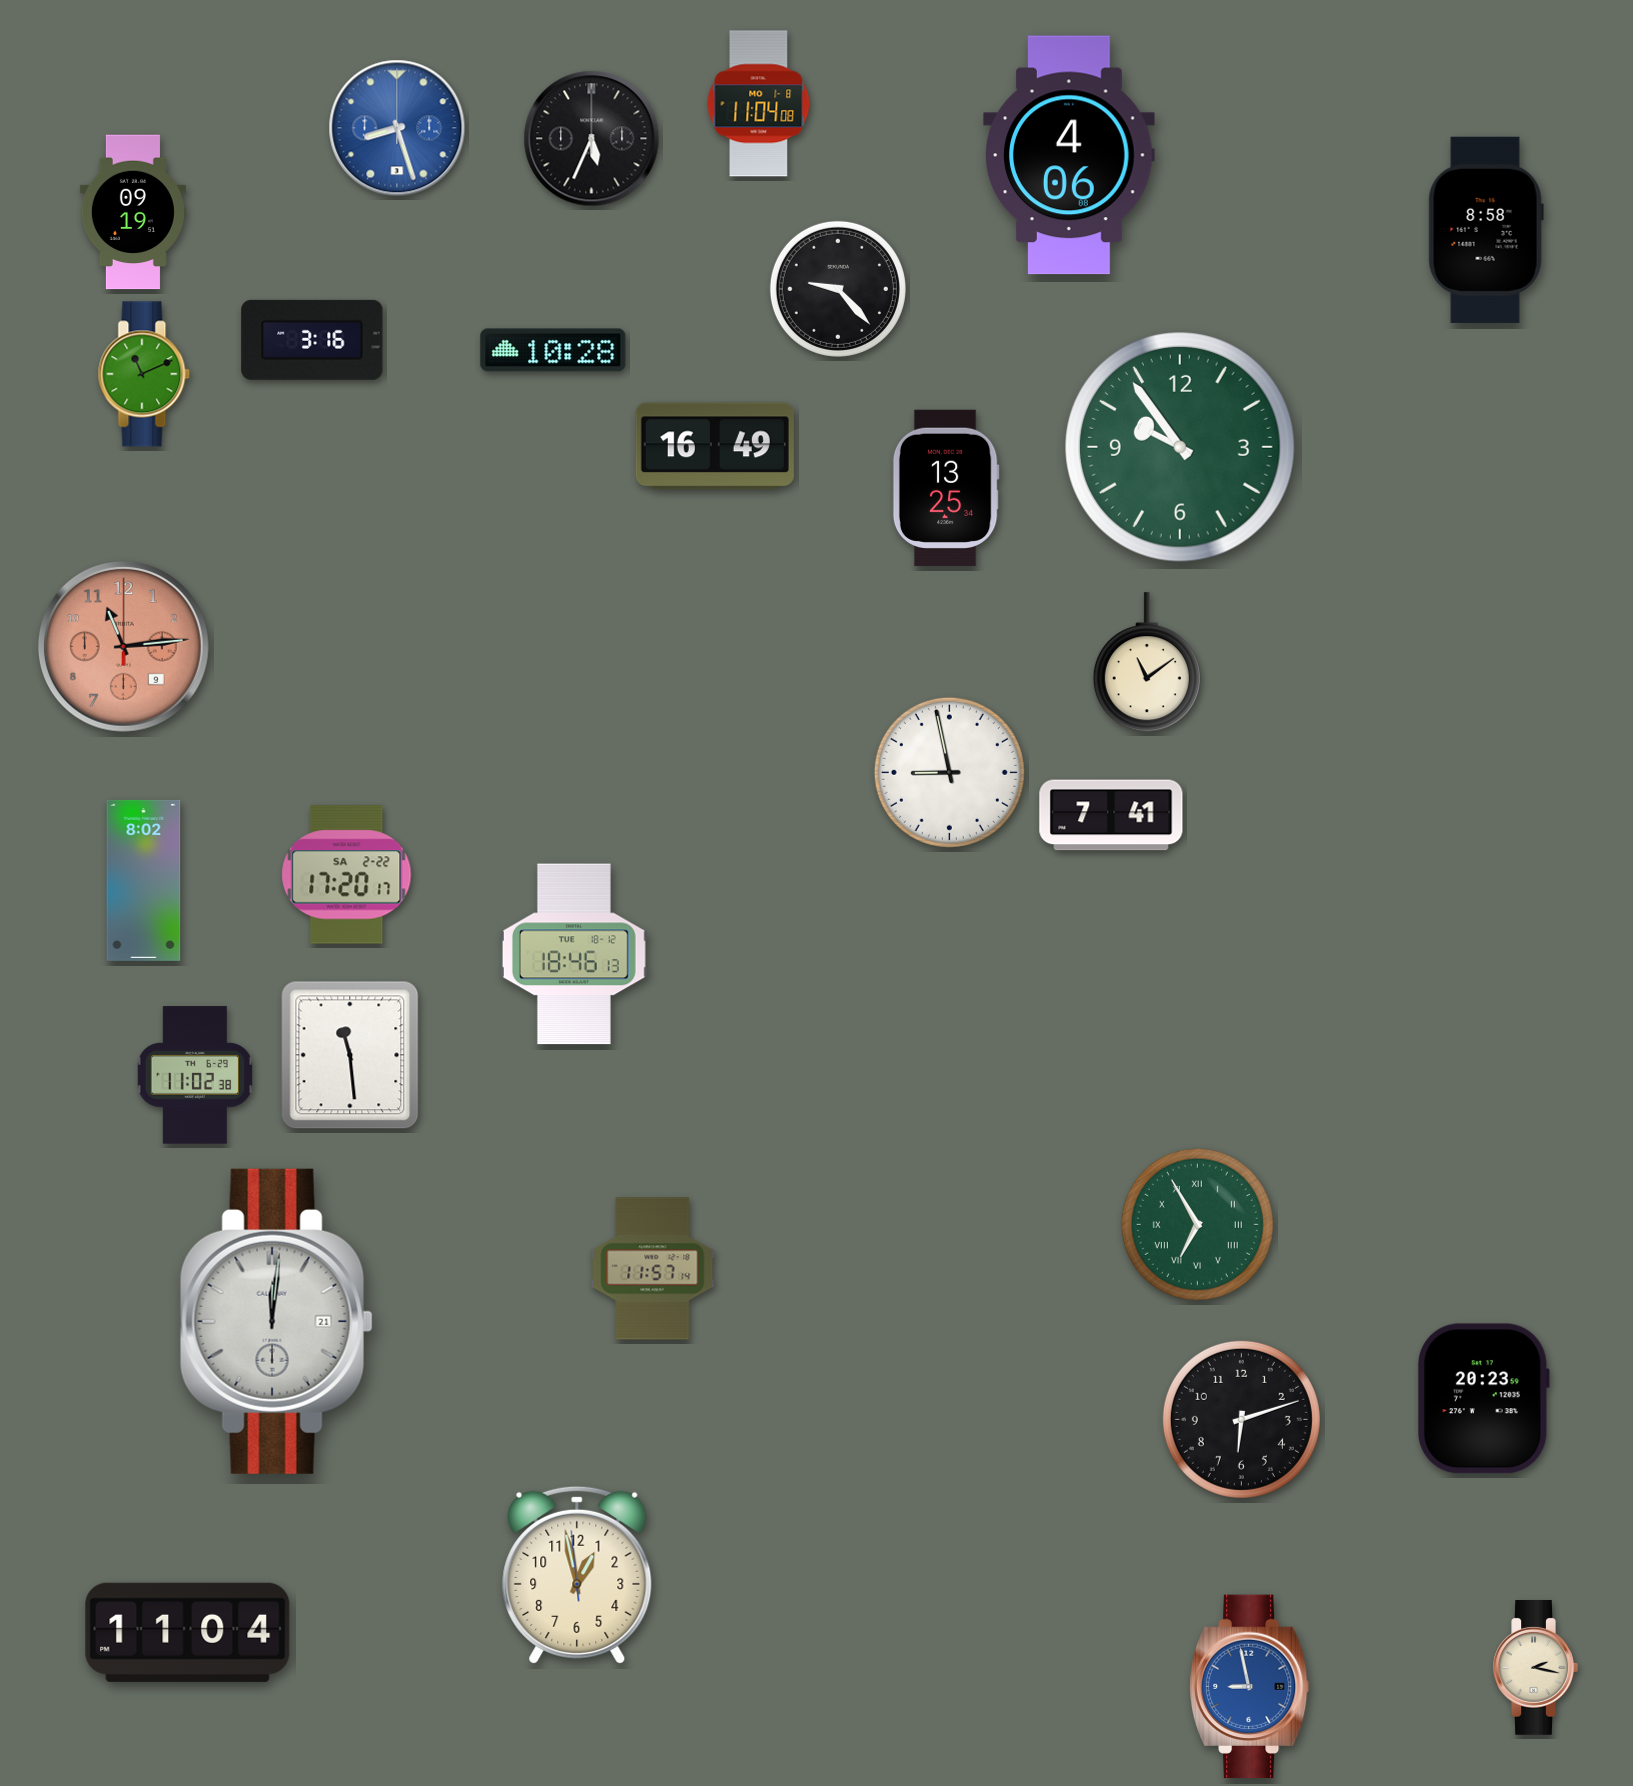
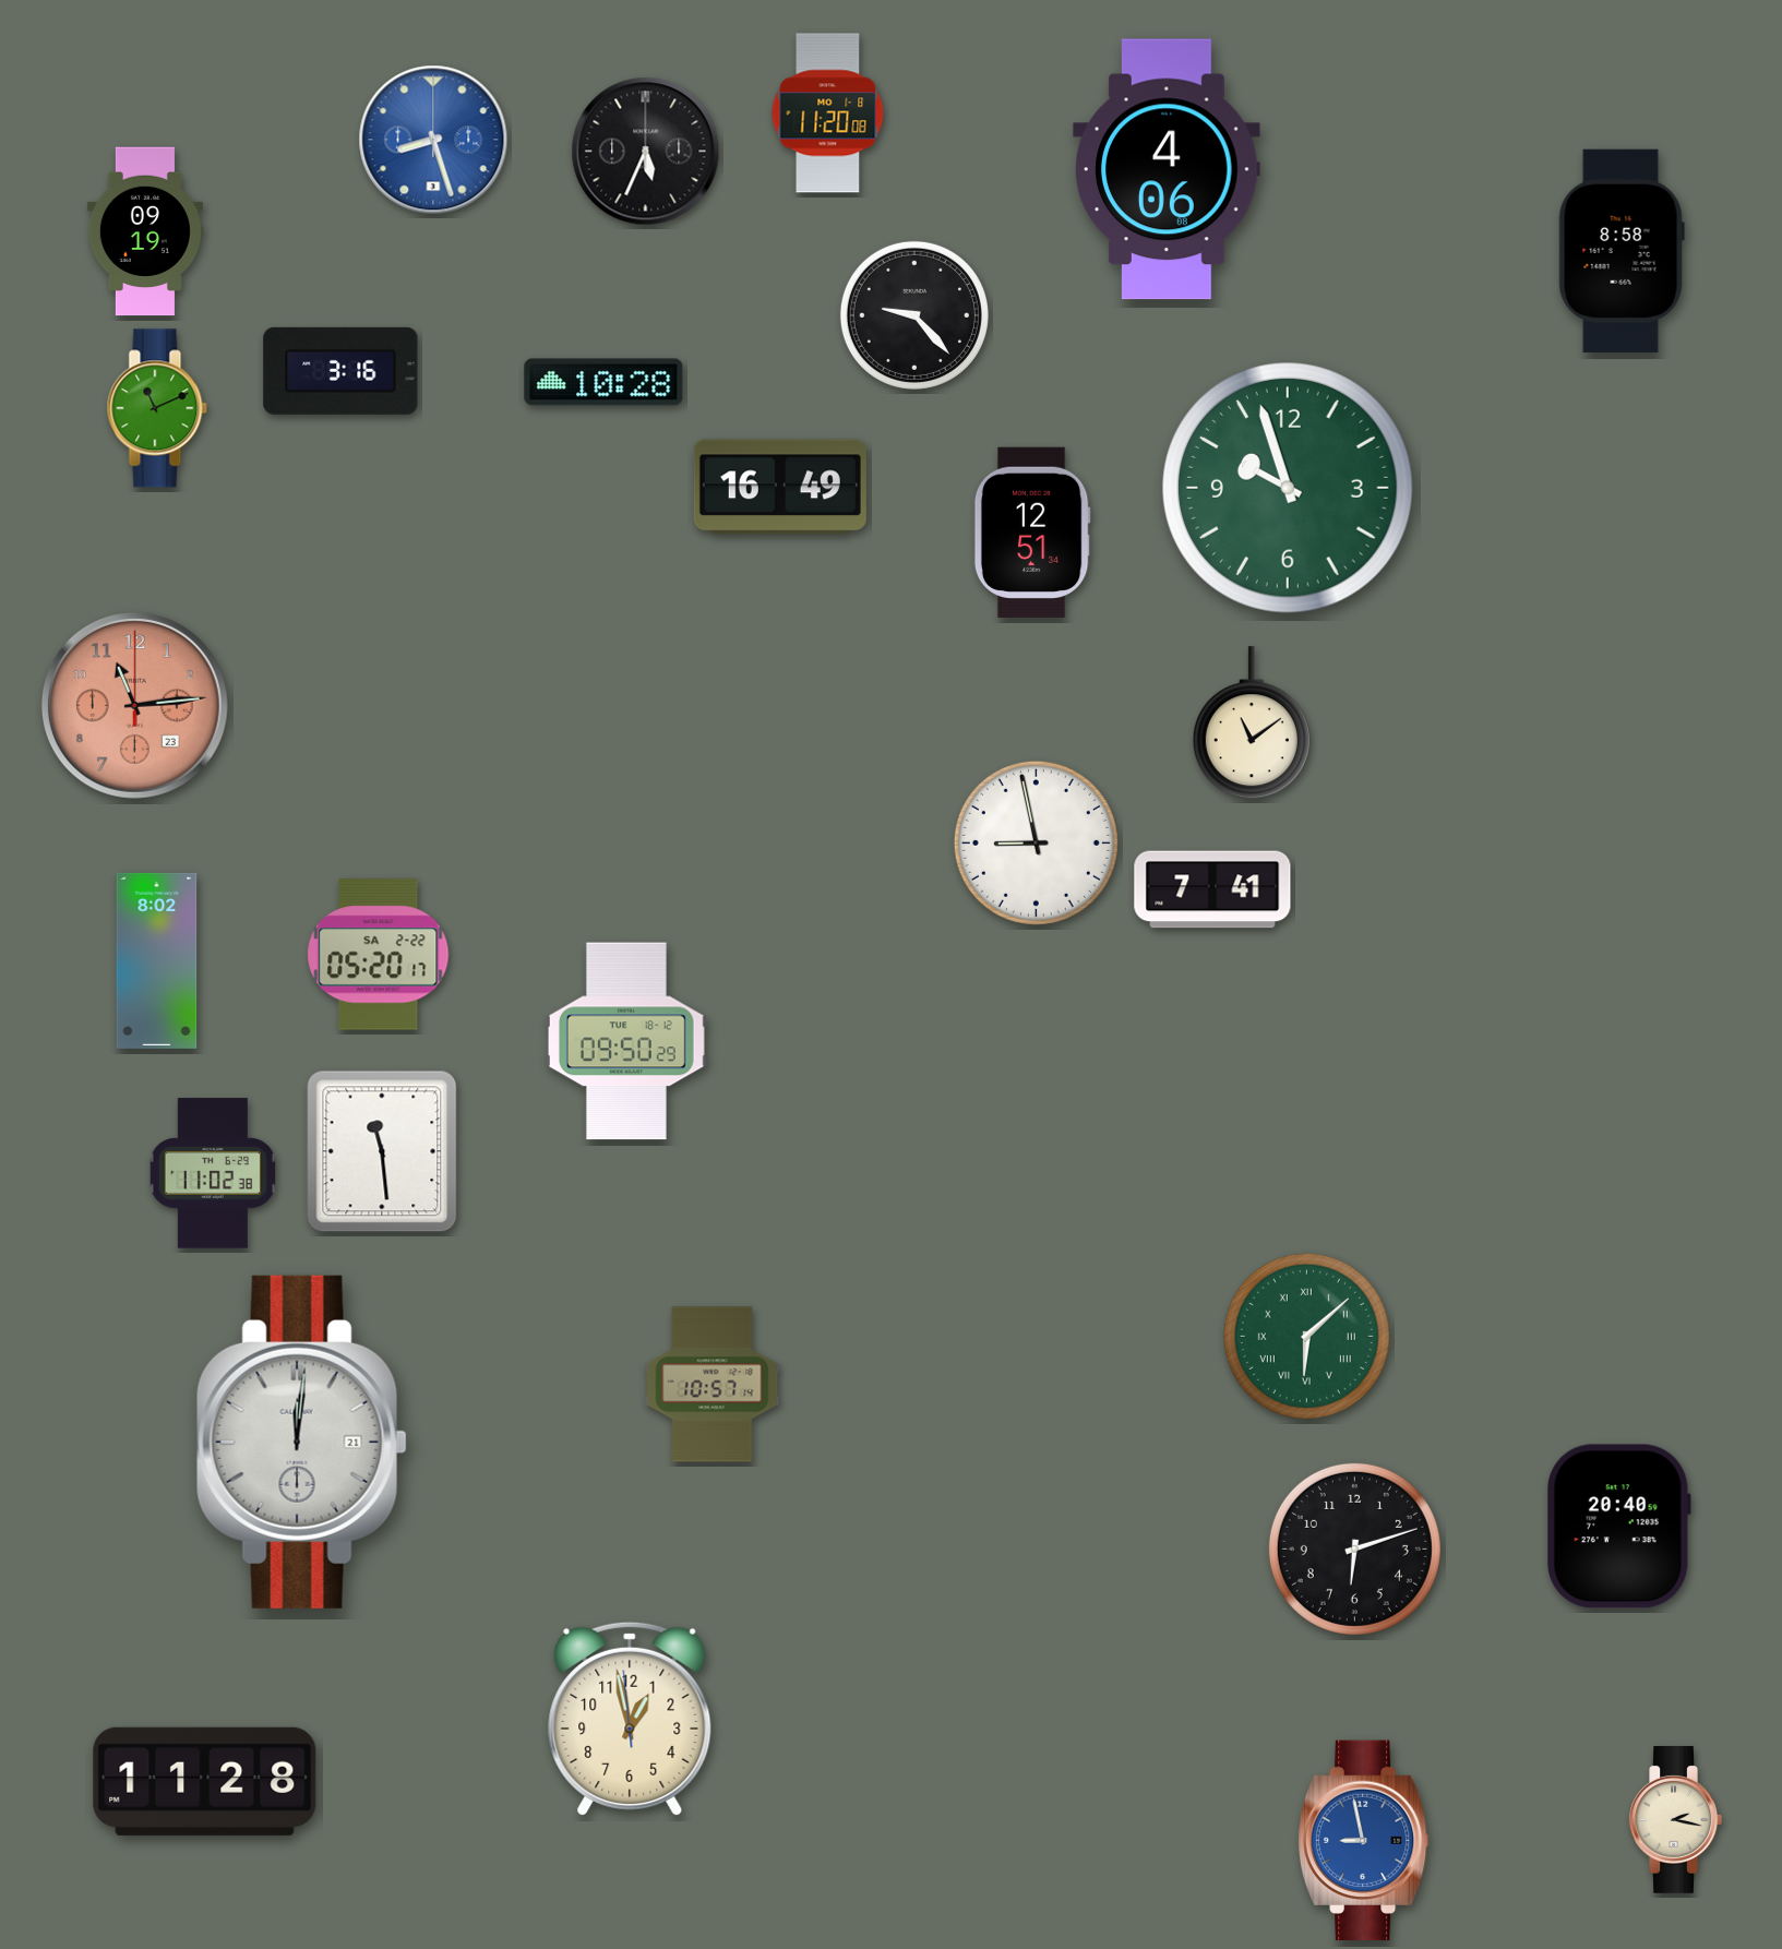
clock at (759, 104): 11:04 -> 11:20
clock at (1181, 448): 9:54 -> 9:57
clock at (946, 488): 13:25 -> 12:51
clock at (123, 646) date: 9 -> 23
clock at (347, 875): 17:20 -> 05:20
clock at (574, 954): 18:46 -> 09:50
clock at (1197, 1224): 6:55 -> 6:08
clock at (653, 1269): 11:57 -> 10:57
clock at (1483, 1399): 20:23 -> 20:40
clock at (188, 1632): 11:04 -> 11:28
